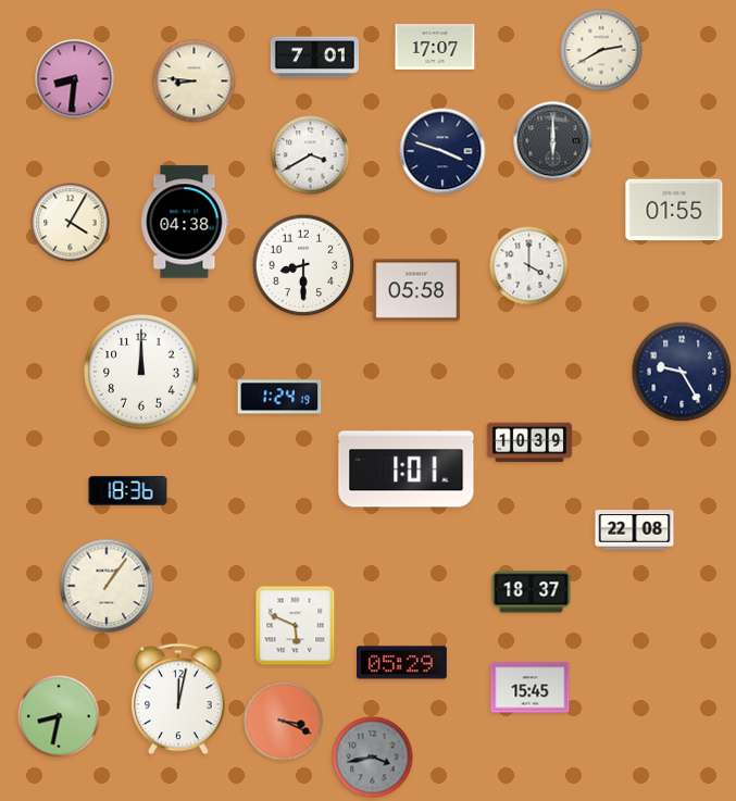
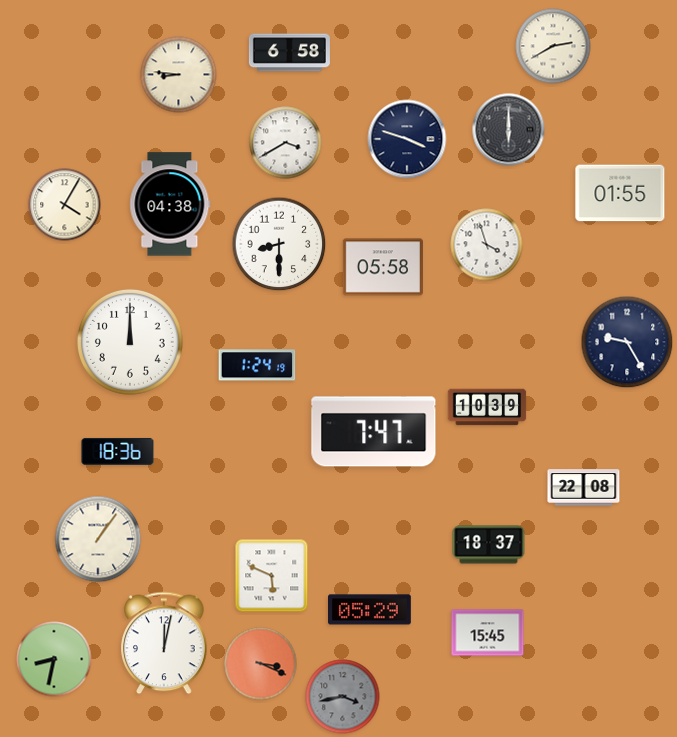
clock at (435, 48): 17:07 -> none
clock at (314, 58): 7:01 -> 6:58
clock at (75, 79): 8:31 -> none
clock at (529, 266): 4:00 -> 3:57
clock at (407, 470): 1:01 -> 7:47
